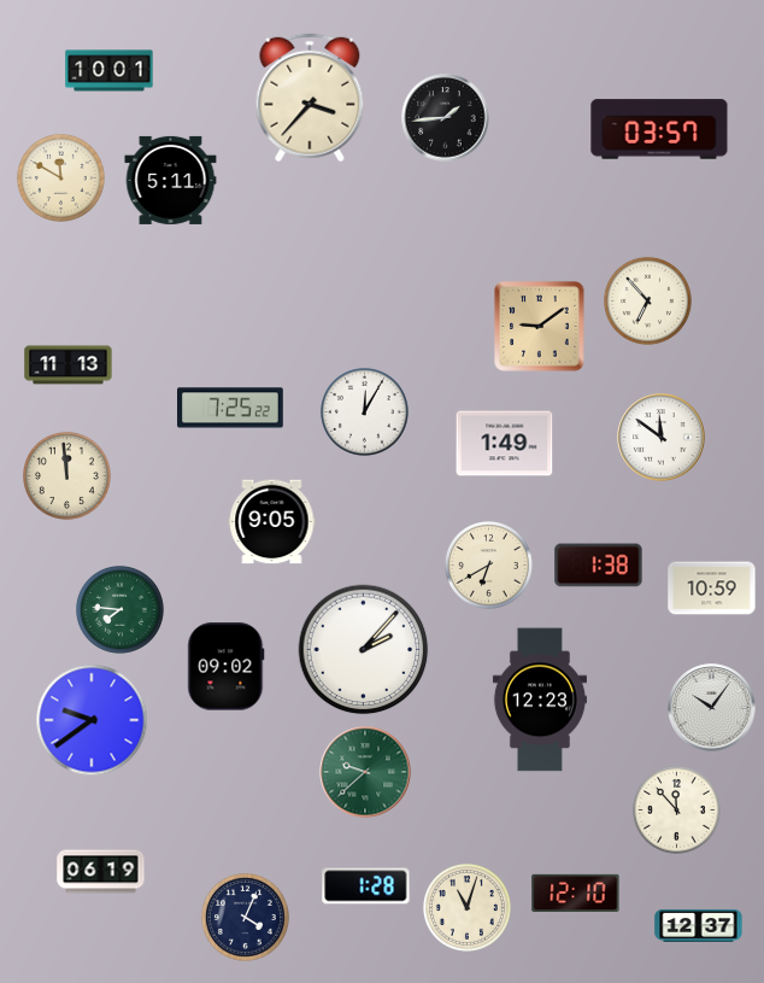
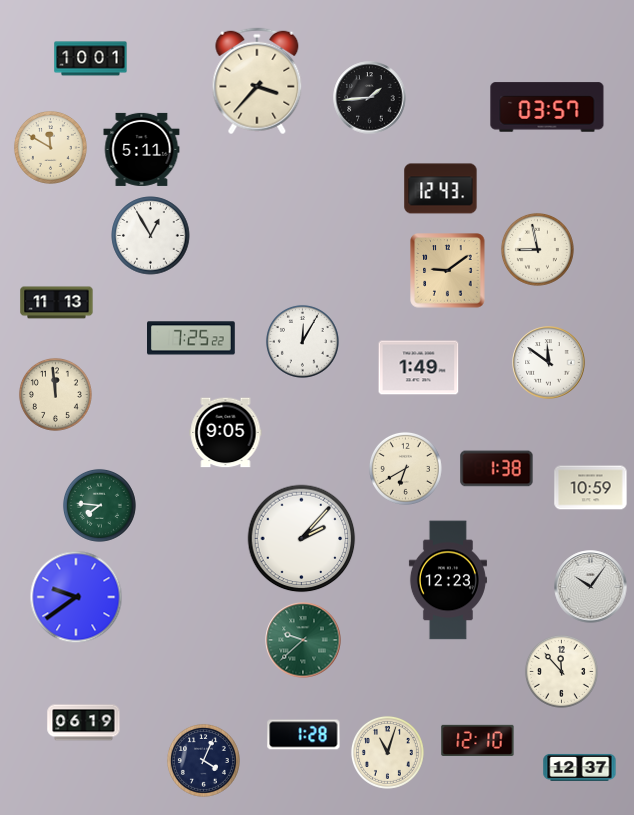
clock at (441, 189): none -> 12:43
clock at (151, 236): none -> 12:55
clock at (647, 300): 6:53 -> 8:58
clock at (227, 667): 09:02 -> none
